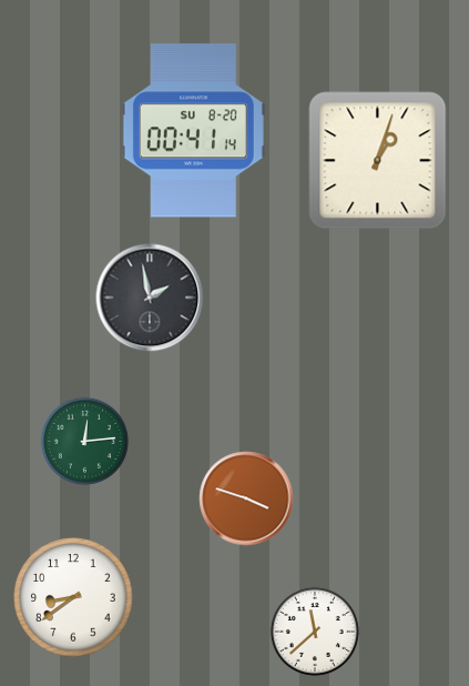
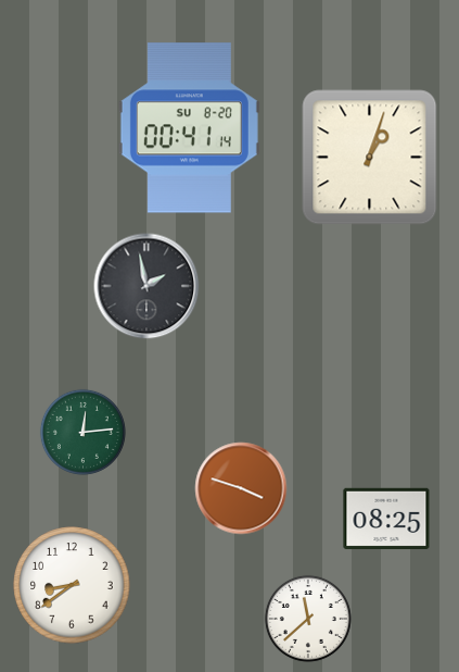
clock at (150, 297) position: (150, 297) -> (146, 286)
clock at (386, 519): none -> 08:25
